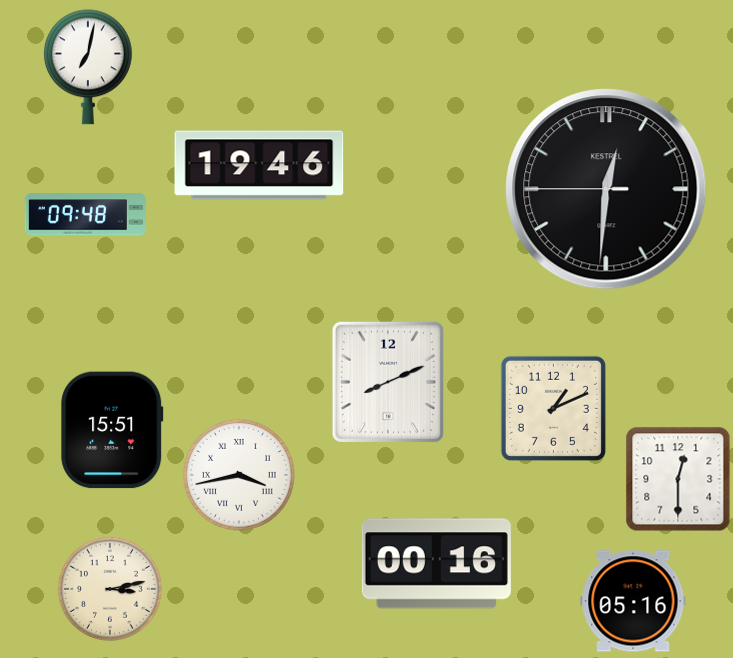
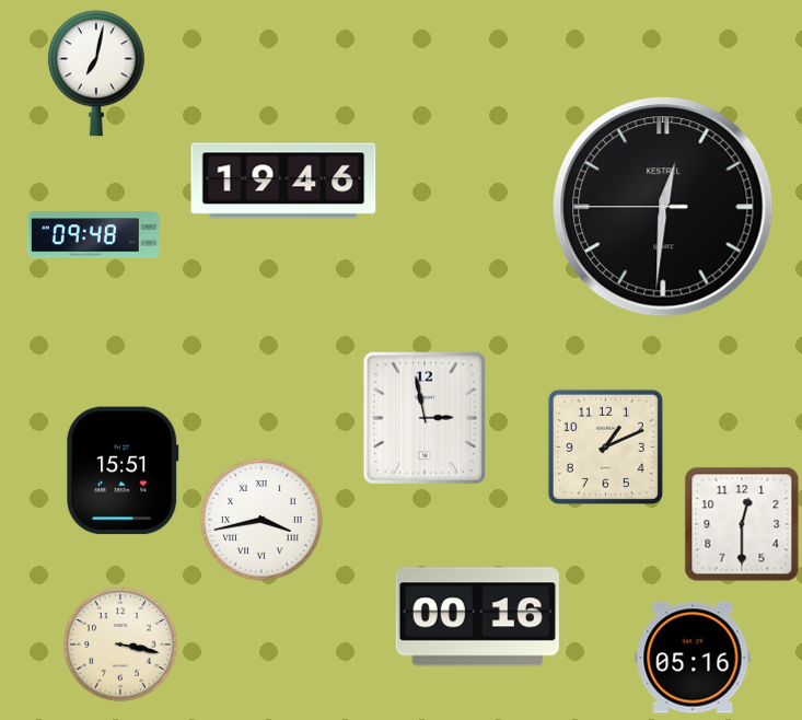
clock at (388, 381): 8:11 -> 2:58
clock at (110, 589): 3:13 -> 3:17
